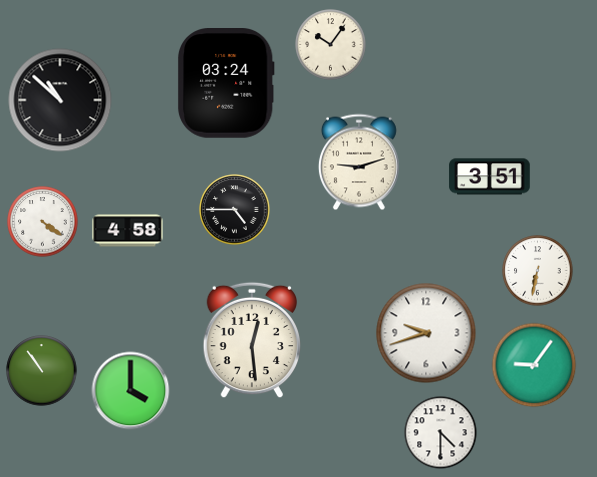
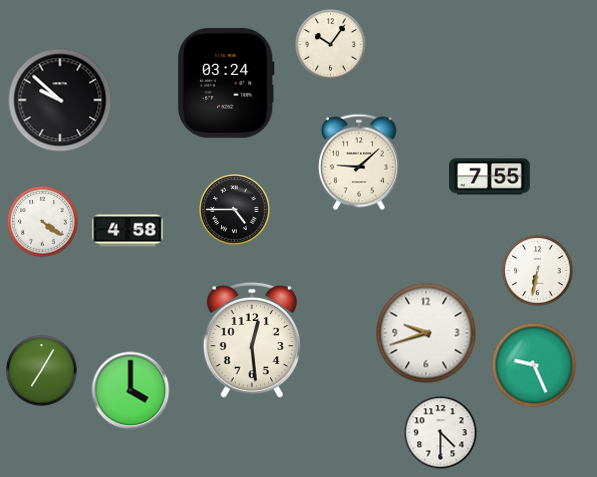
clock at (60, 100): 10:52 -> 9:52
clock at (359, 162): 9:12 -> 9:08
clock at (490, 177): 3:51 -> 7:55
clock at (534, 365): 9:06 -> 9:26
clock at (42, 371): 10:54 -> 7:05
